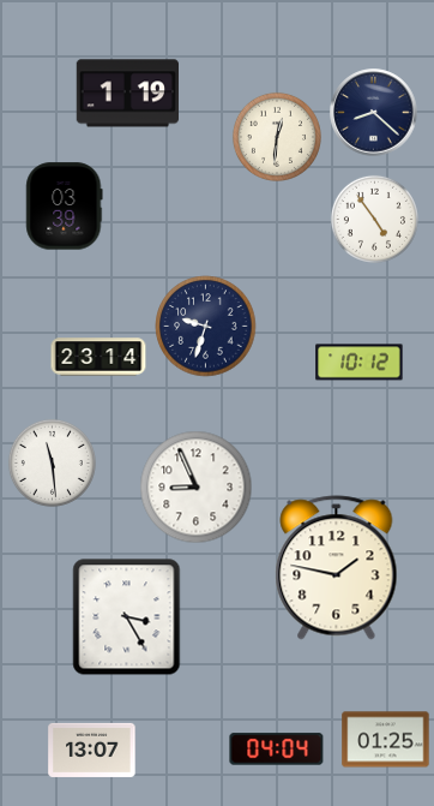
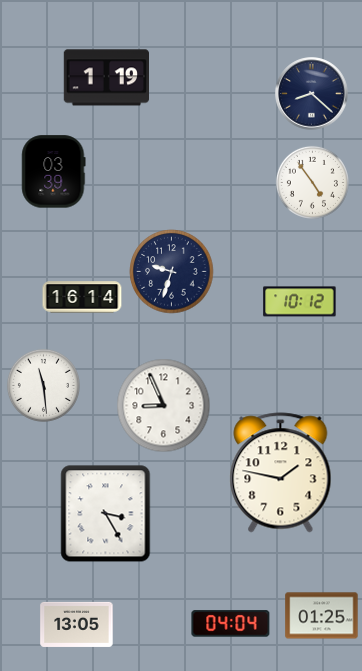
clock at (277, 137): 12:31 -> none
clock at (98, 357): 23:14 -> 16:14
clock at (92, 750): 13:07 -> 13:05
